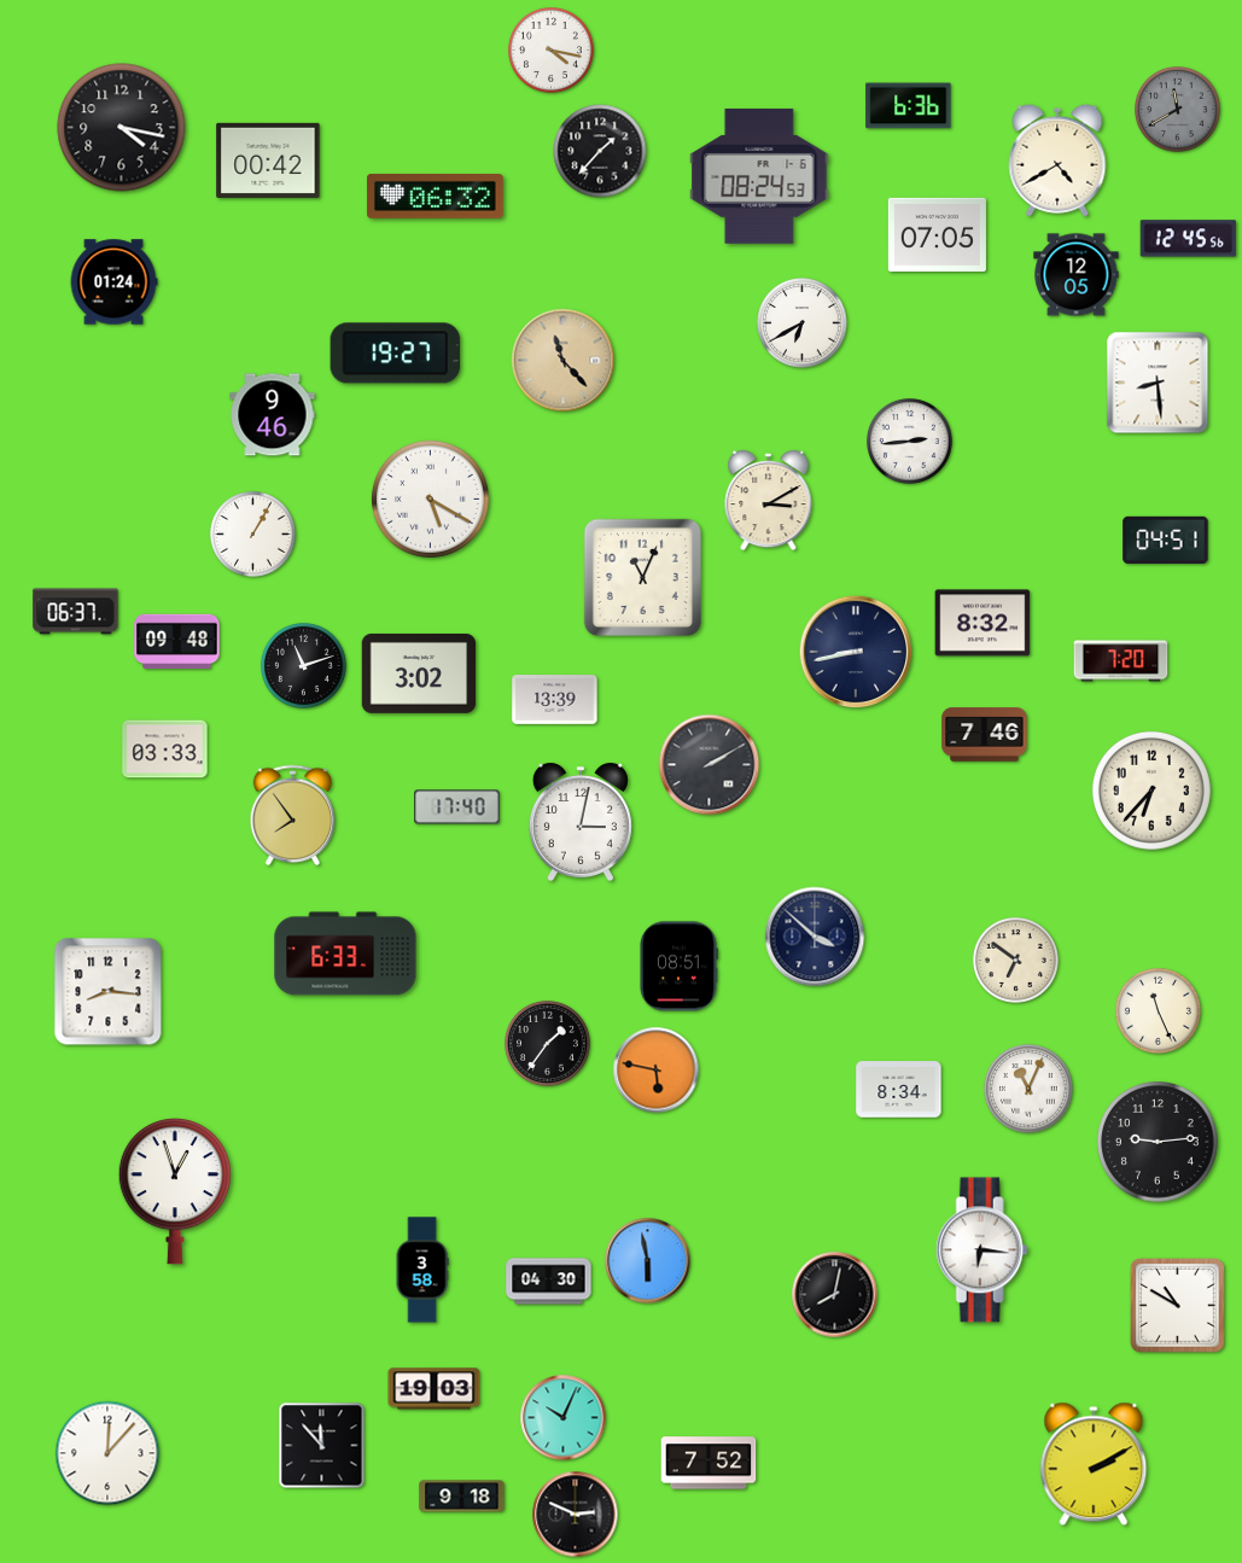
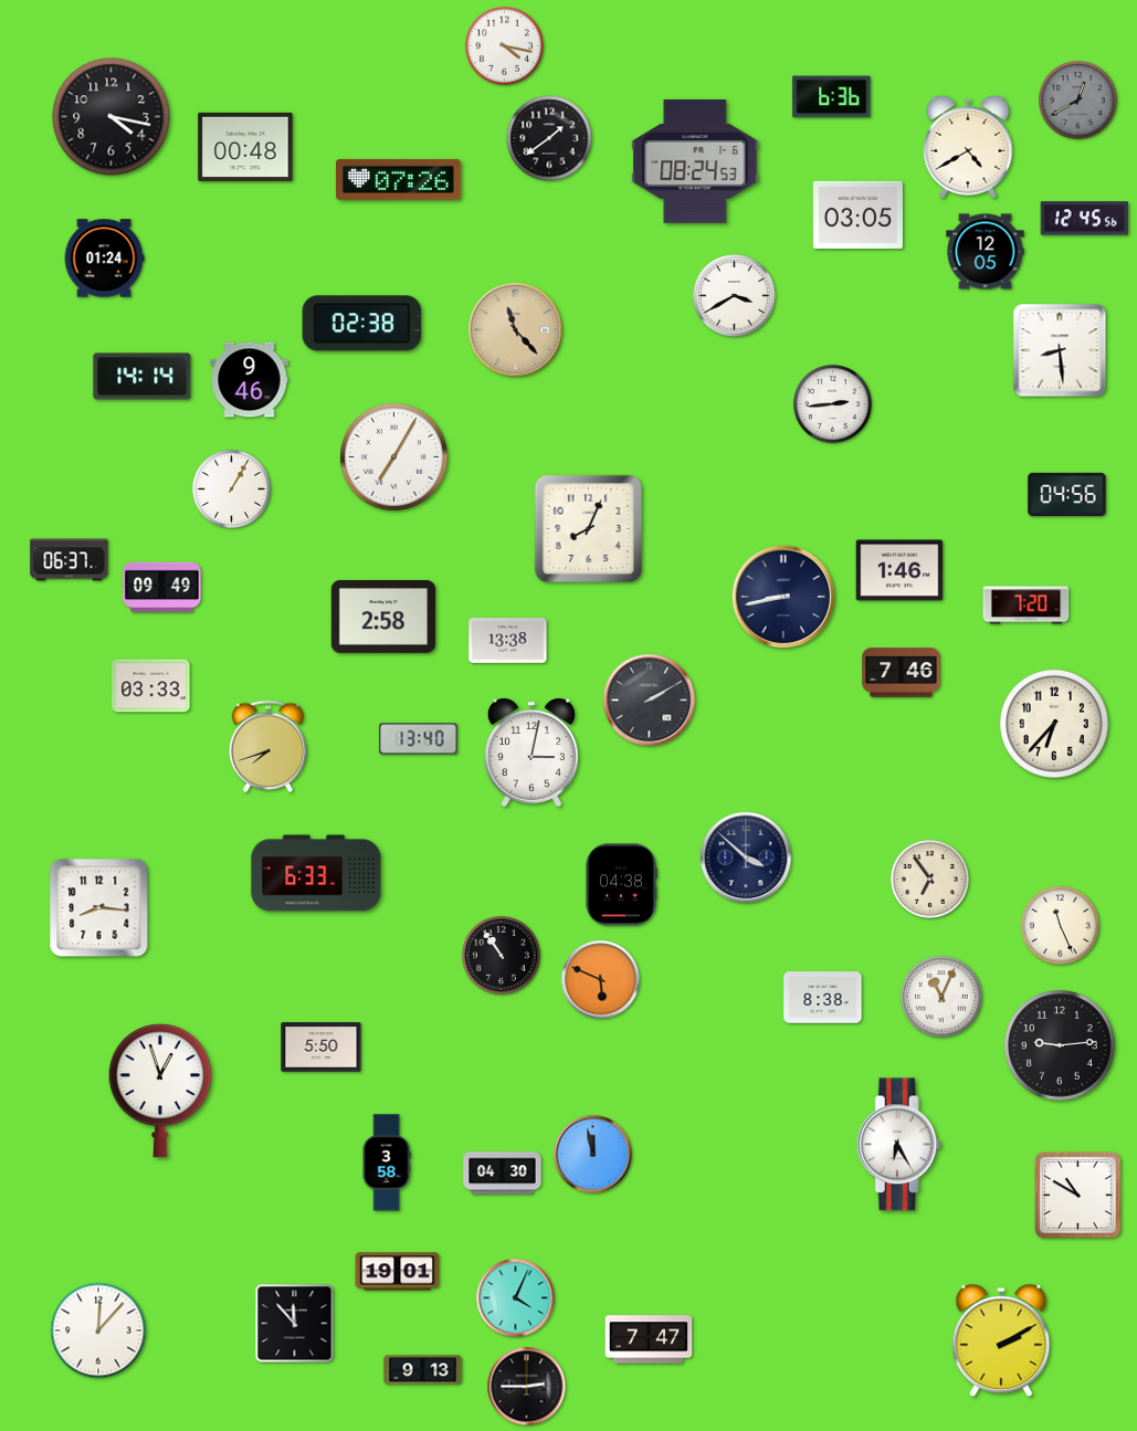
clock at (1178, 110): 11:40 -> 12:40
clock at (600, 151): 1:37 -> 1:39
clock at (268, 161): 00:42 -> 00:48
clock at (436, 196): 06:32 -> 07:26
clock at (937, 234): 07:05 -> 03:05
clock at (1189, 239) position: (1189, 239) -> (1085, 219)
clock at (803, 323): 6:40 -> 3:40
clock at (396, 354): 19:27 -> 02:38
clock at (143, 377): none -> 14:14
clock at (430, 498): 5:20 -> 7:05
clock at (769, 501): 3:10 -> none
clock at (1166, 541): 04:51 -> 04:56
clock at (642, 577): 11:04 -> 8:04
clock at (982, 623): 8:32 -> 1:46
clock at (177, 642): 09:48 -> 09:49
clock at (304, 666): 11:12 -> none
clock at (419, 673): 3:02 -> 2:58
clock at (555, 700): 13:39 -> 13:38
clock at (457, 807): 17:40 -> 13:40
clock at (293, 816): 7:54 -> 7:42
clock at (1016, 961): 6:51 -> 6:54
clock at (680, 967): 08:51 -> 04:38
clock at (548, 1044): 1:36 -> 10:54
clock at (657, 1071): 5:47 -> 5:49
clock at (899, 1090): 8:34 -> 8:38
clock at (322, 1048): none -> 5:50
clock at (981, 1250): 6:16 -> 6:25
clock at (648, 1261): 5:58 -> 11:58
clock at (835, 1295): 8:02 -> none
clock at (435, 1389): 19:03 -> 19:01
clock at (564, 1418): 10:04 -> 4:04
clock at (709, 1463): 7:52 -> 7:47
clock at (462, 1497): 9:18 -> 9:13
clock at (576, 1515): 2:49 -> 2:45
